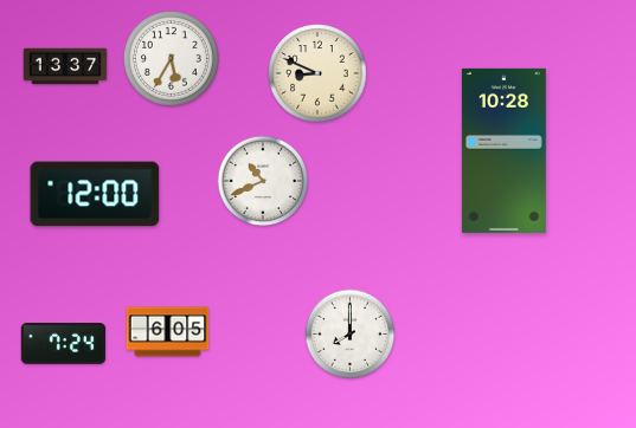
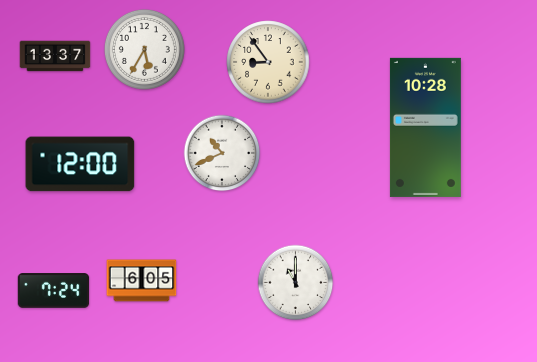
clock at (317, 73): 8:49 -> 8:54
clock at (351, 335): 8:00 -> 11:00
